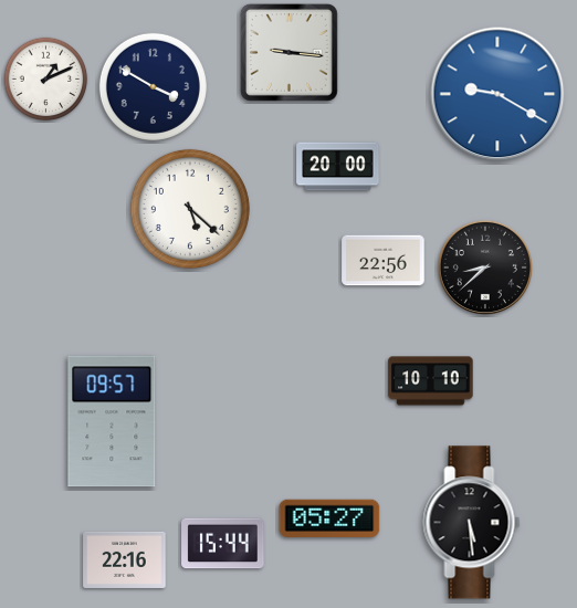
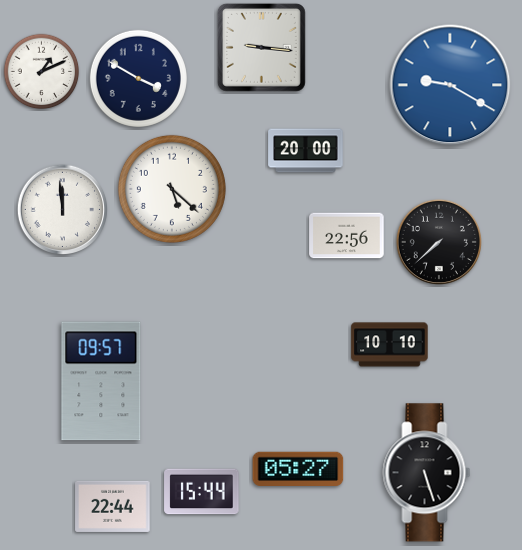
clock at (62, 209): none -> 11:59
clock at (485, 268): 8:38 -> 7:38
clock at (472, 523): 5:29 -> 5:27
clock at (125, 559): 22:16 -> 22:44
